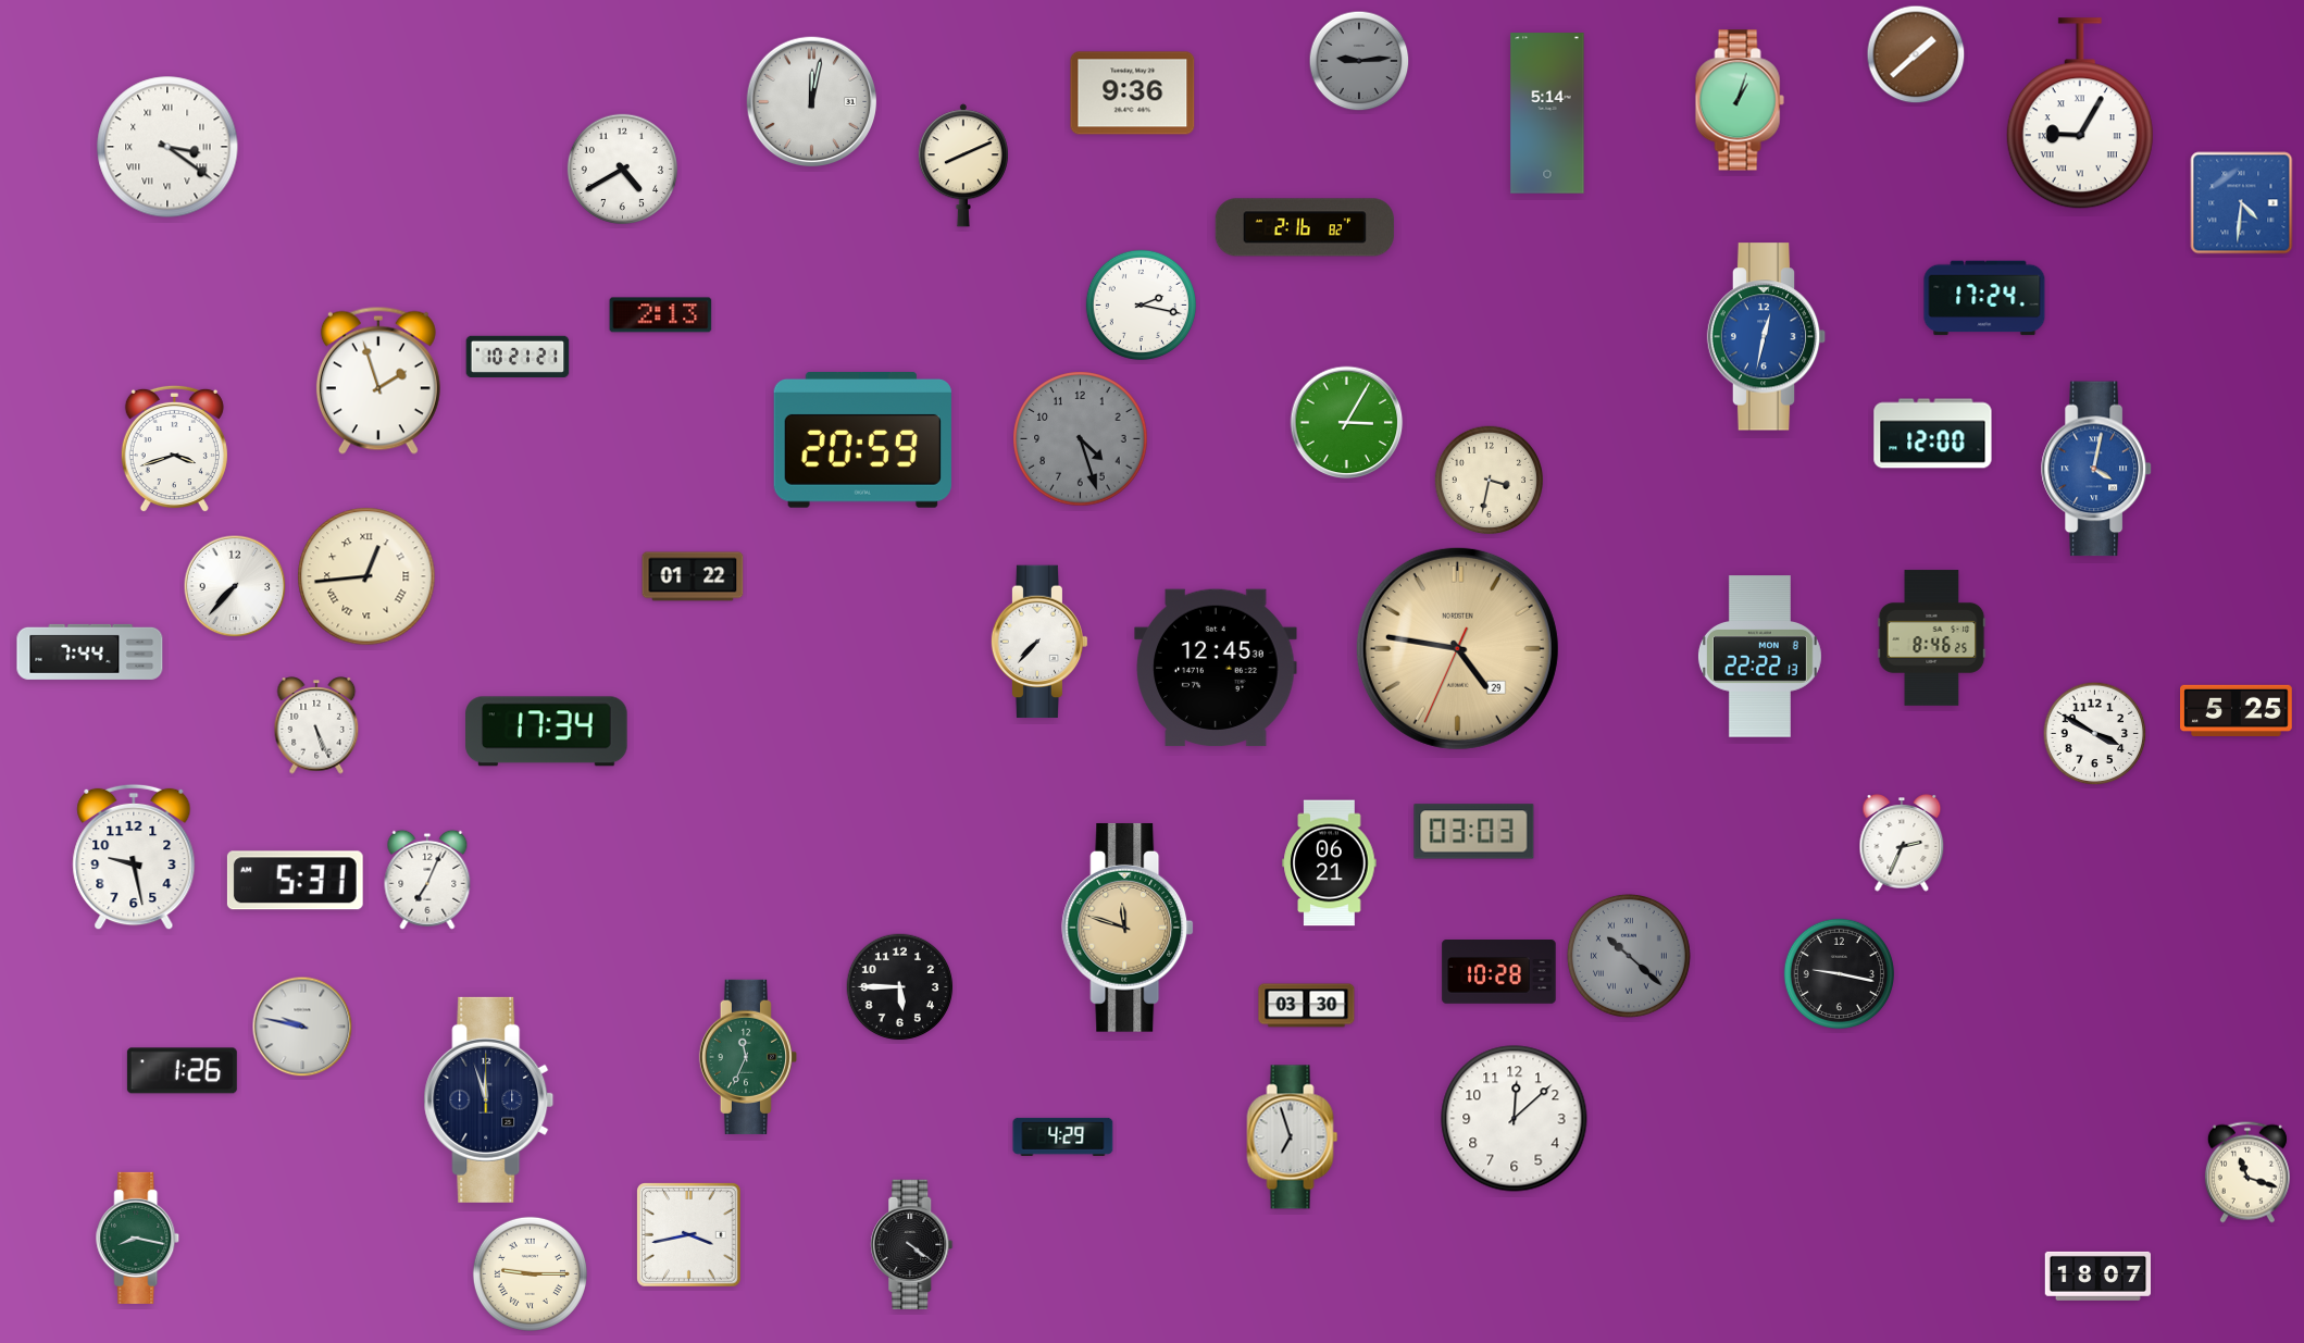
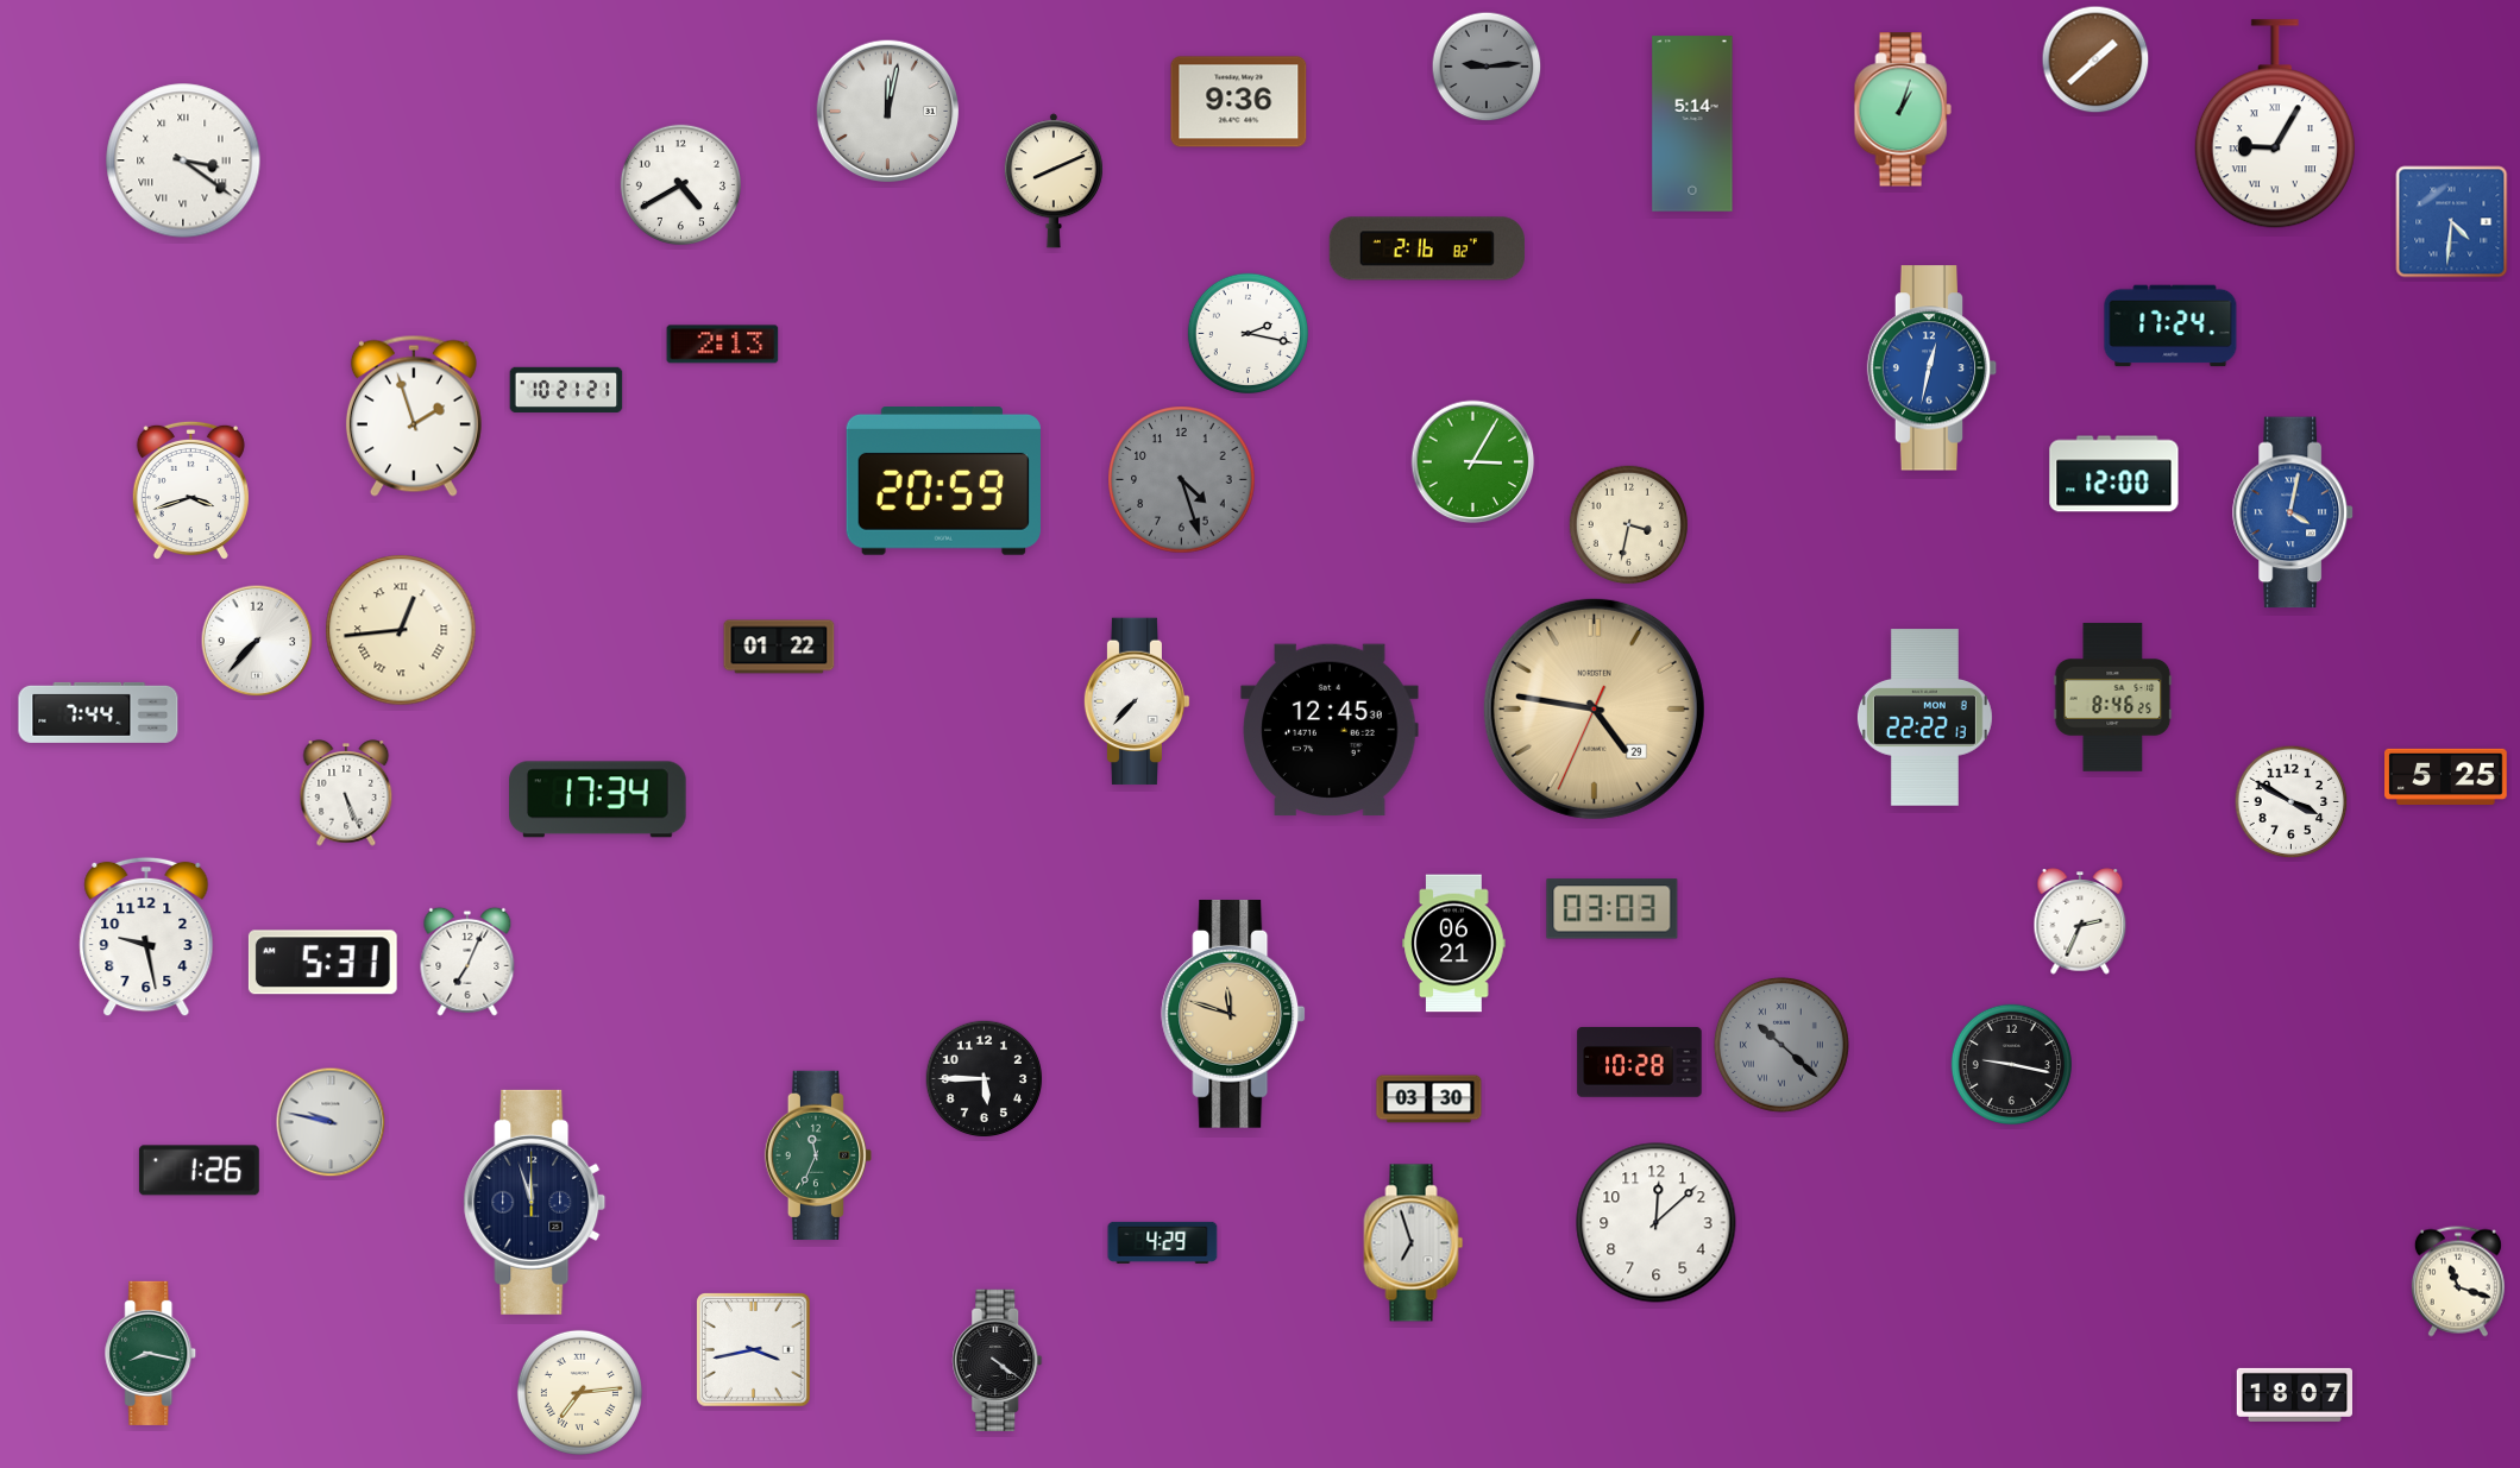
clock at (693, 576) position: (693, 576) -> (779, 647)
clock at (530, 1273): 9:15 -> 7:14
